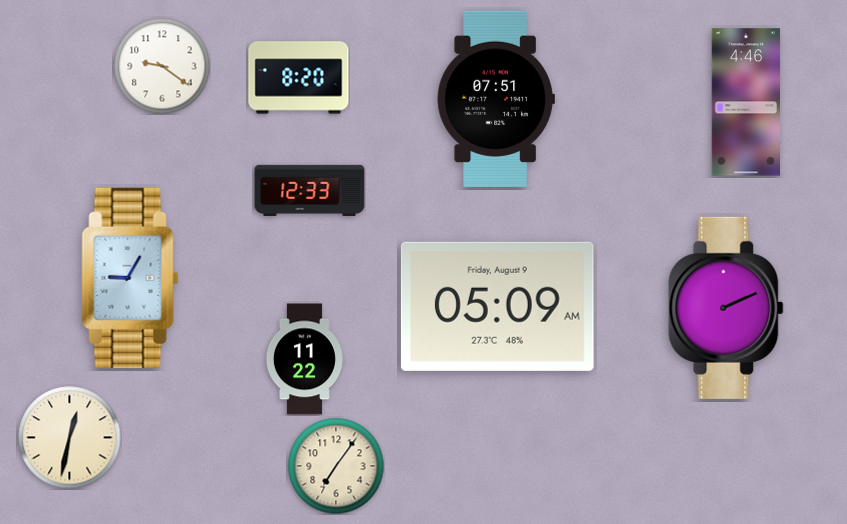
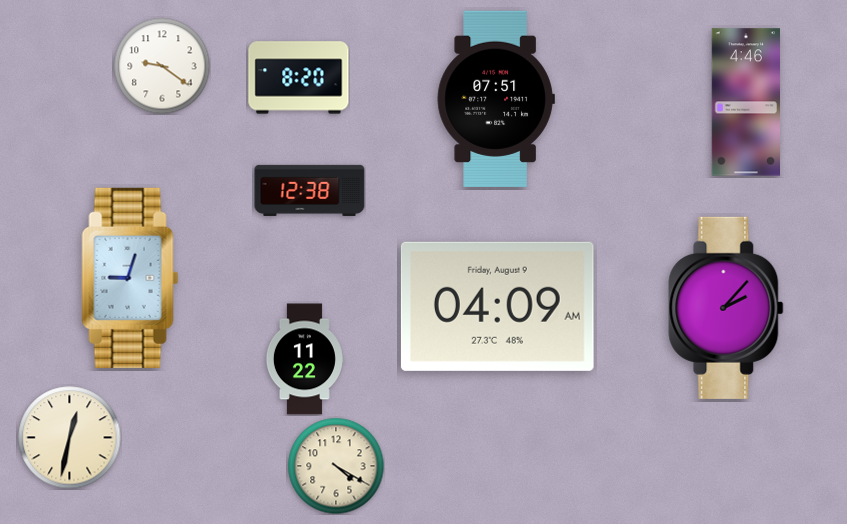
clock at (310, 190): 12:33 -> 12:38
clock at (130, 278): 9:05 -> 9:03
clock at (497, 306): 05:09 -> 04:09
clock at (726, 308): 2:11 -> 2:07
clock at (336, 466): 7:06 -> 4:20
